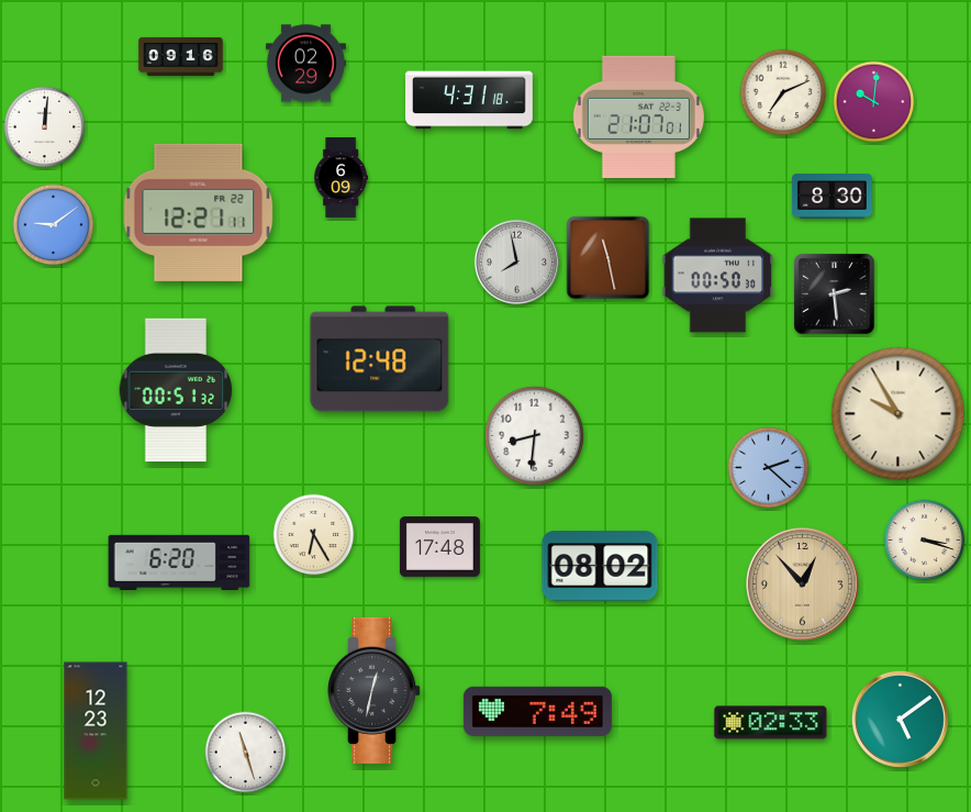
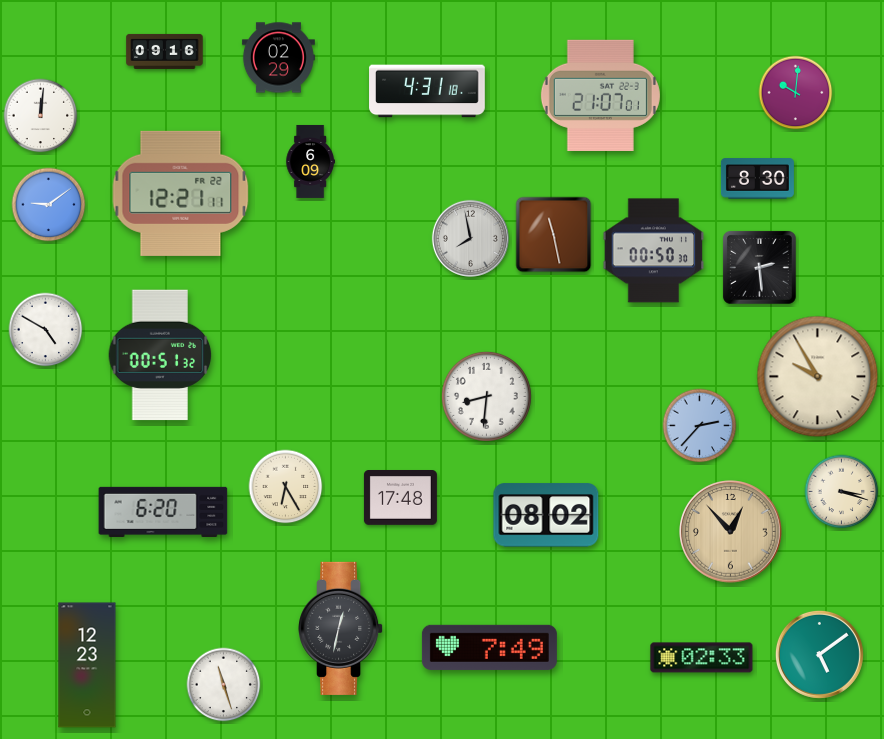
clock at (783, 92): 7:11 -> none
clock at (638, 116) position: (638, 116) -> (600, 95)
clock at (380, 359): 12:48 -> none
clock at (46, 330): none -> 4:50
clock at (769, 468): 2:22 -> 2:37
